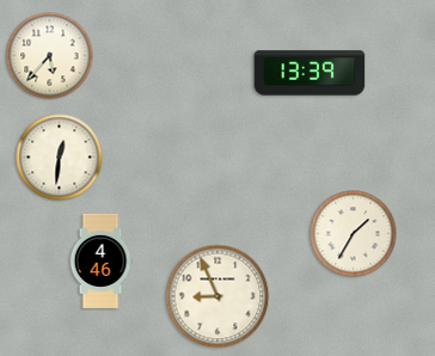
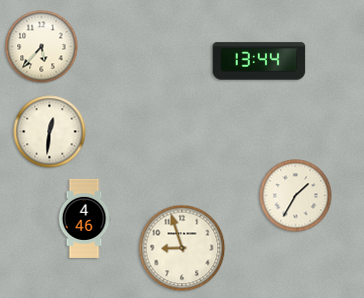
clock at (310, 73): 13:39 -> 13:44
clock at (217, 296): 8:56 -> 8:57
